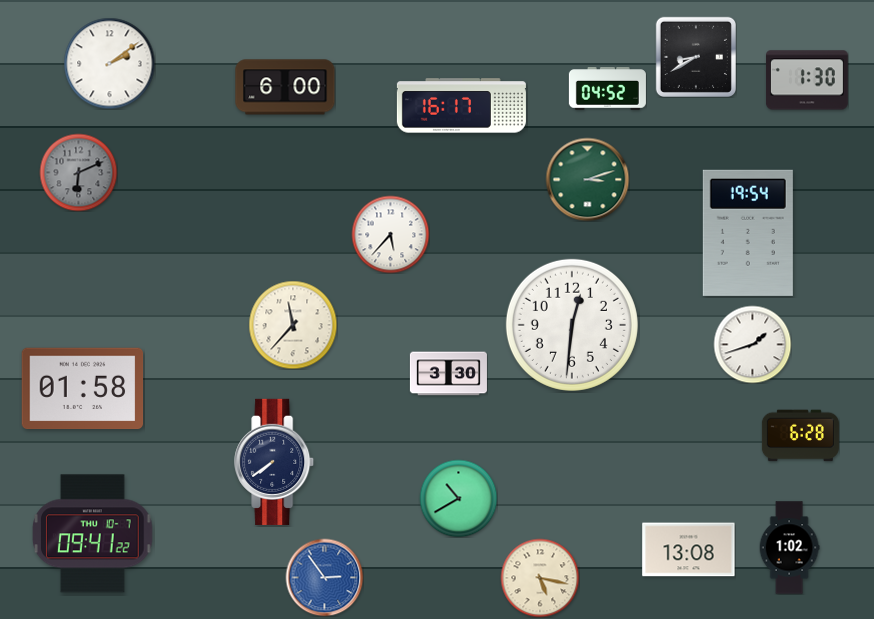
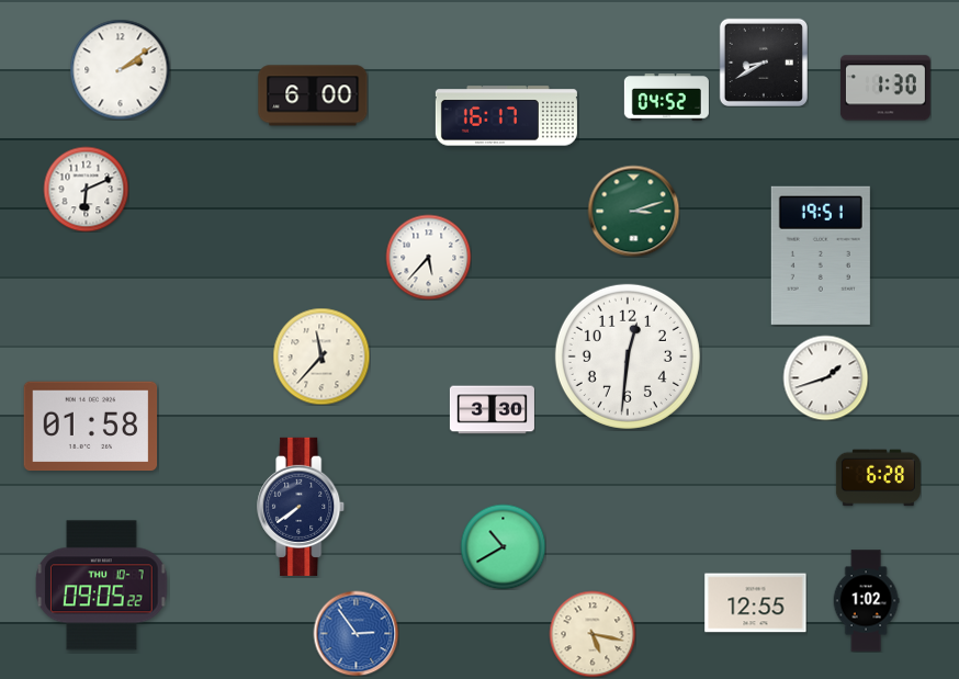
clock at (78, 172) dial: grey -> white
clock at (587, 179) position: (587, 179) -> (633, 211)
clock at (748, 233): 19:54 -> 19:51
clock at (93, 534): 09:41 -> 09:05
clock at (689, 550): 13:08 -> 12:55
